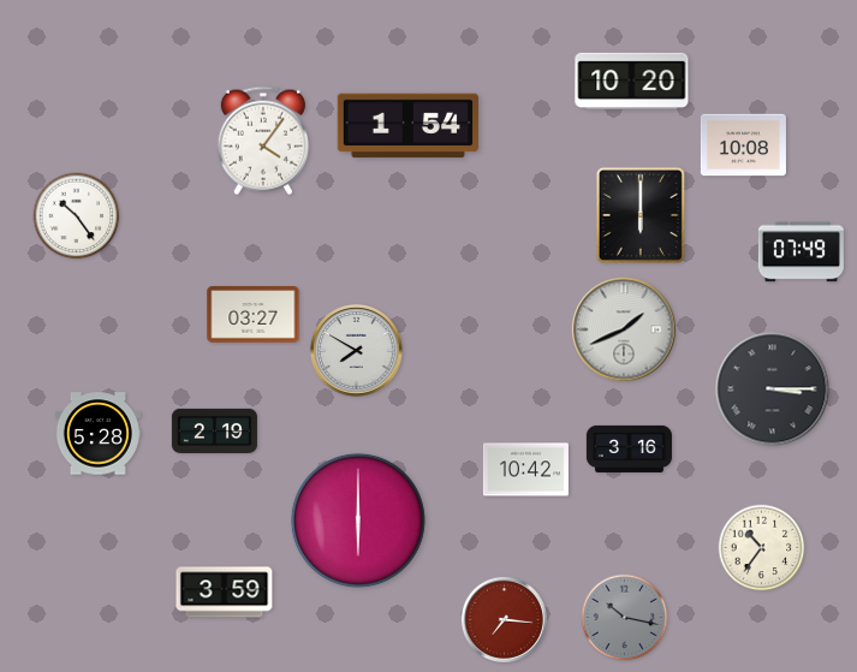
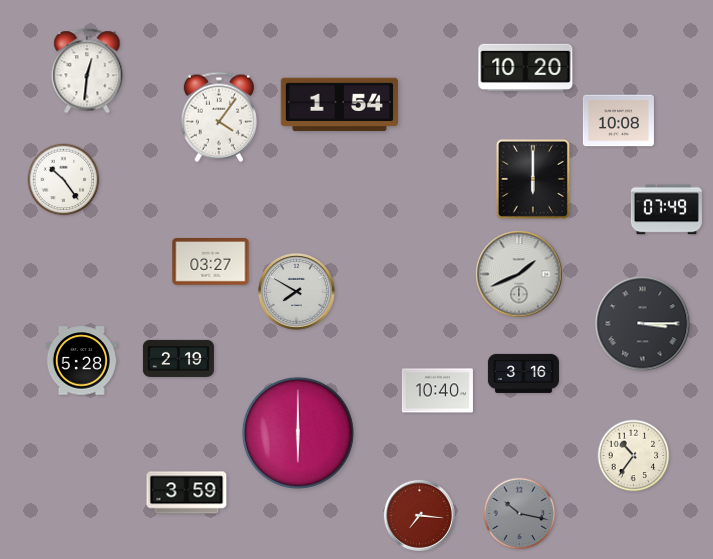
clock at (87, 71): none -> 12:31
clock at (525, 470): 10:42 -> 10:40
